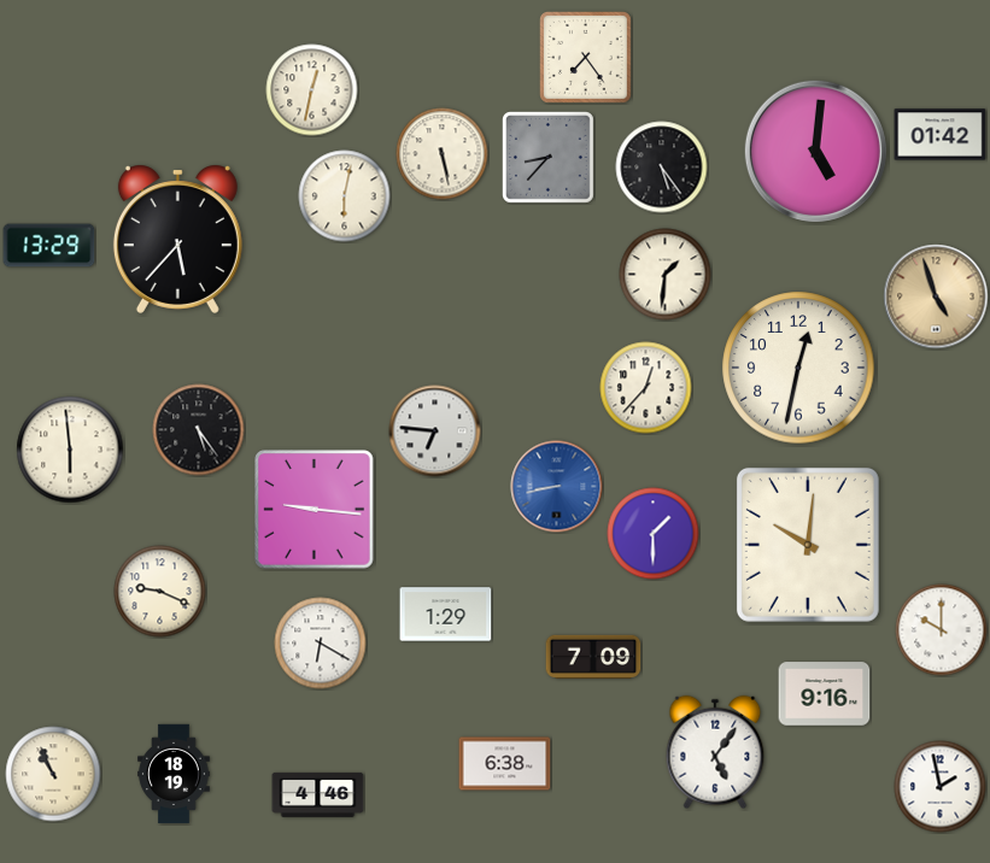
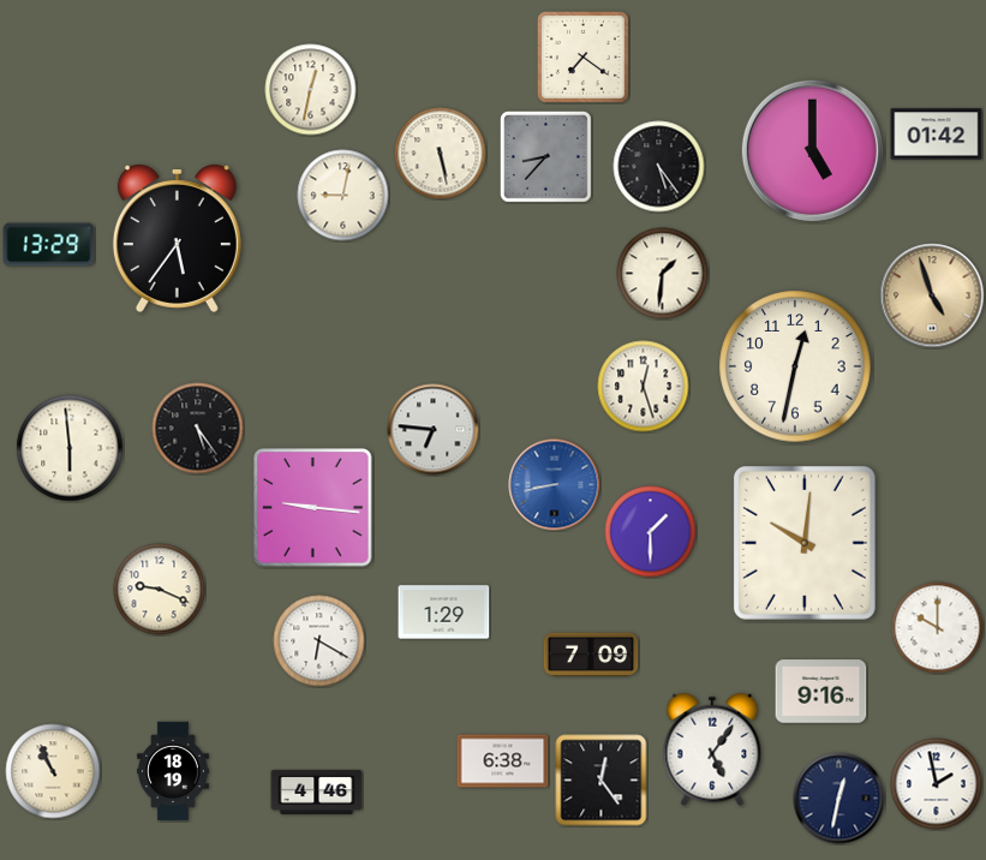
clock at (585, 57): 7:24 -> 7:21
clock at (815, 151): 5:01 -> 5:00
clock at (345, 196): 6:02 -> 9:02
clock at (177, 239): 5:37 -> 5:36
clock at (646, 388): 12:37 -> 12:27
clock at (602, 781): none -> 12:24
clock at (839, 799): none -> 12:32
